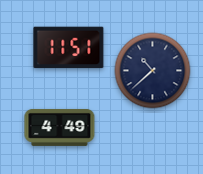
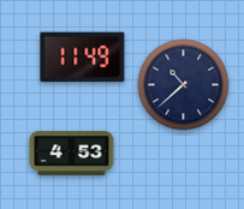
clock at (69, 48): 11:51 -> 11:49
clock at (60, 127): 4:49 -> 4:53
